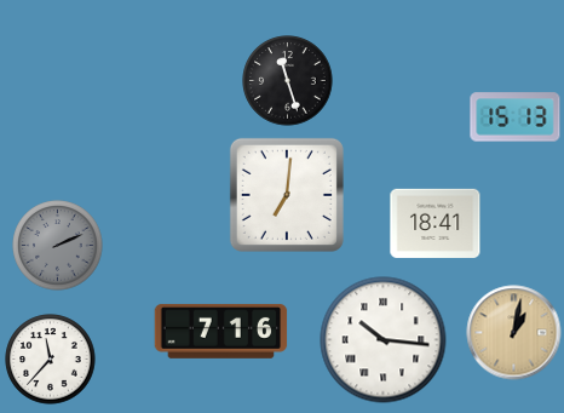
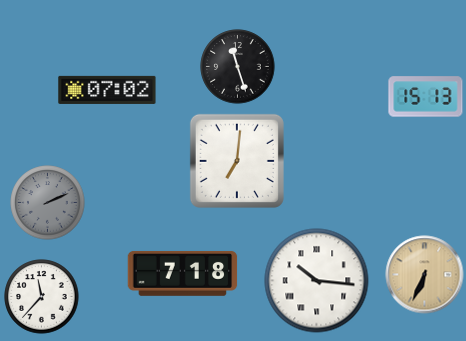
clock at (107, 90): none -> 07:02
clock at (436, 223): 18:41 -> none
clock at (221, 331): 7:16 -> 7:18
clock at (514, 333): 1:02 -> 6:34
